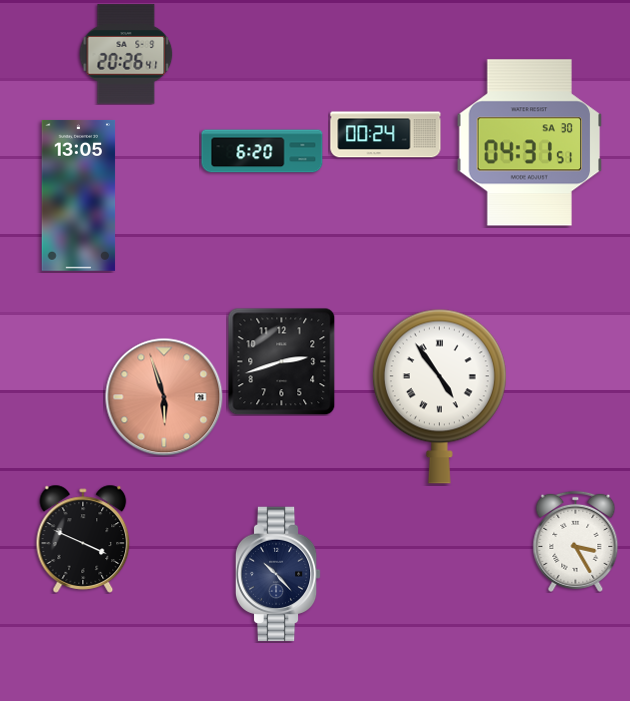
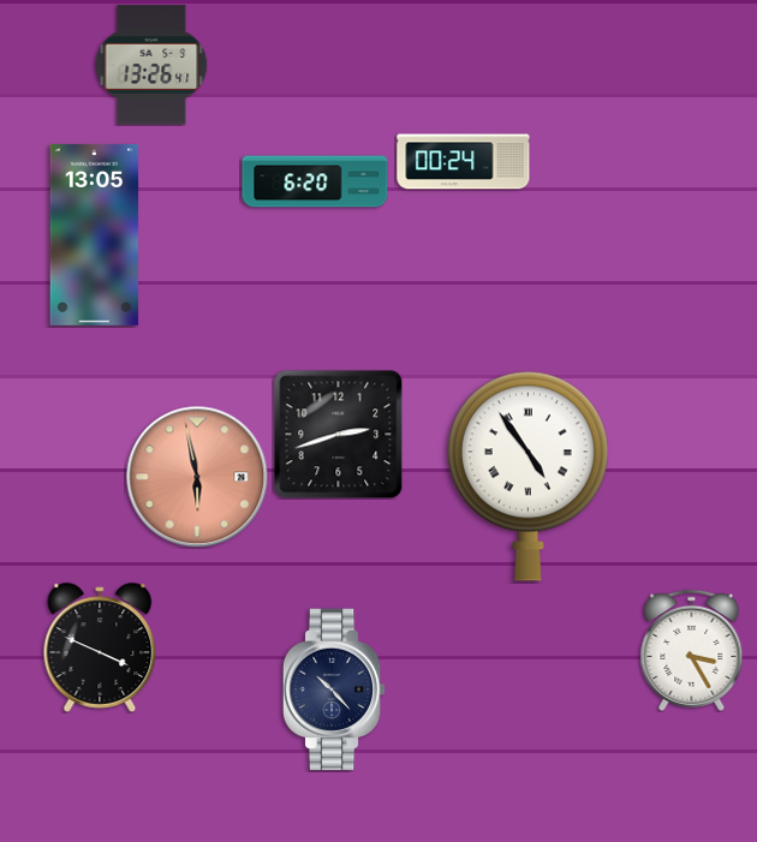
clock at (126, 54): 20:26 -> 13:26
clock at (530, 143): 04:31 -> none
clock at (164, 397): 5:57 -> 5:58
